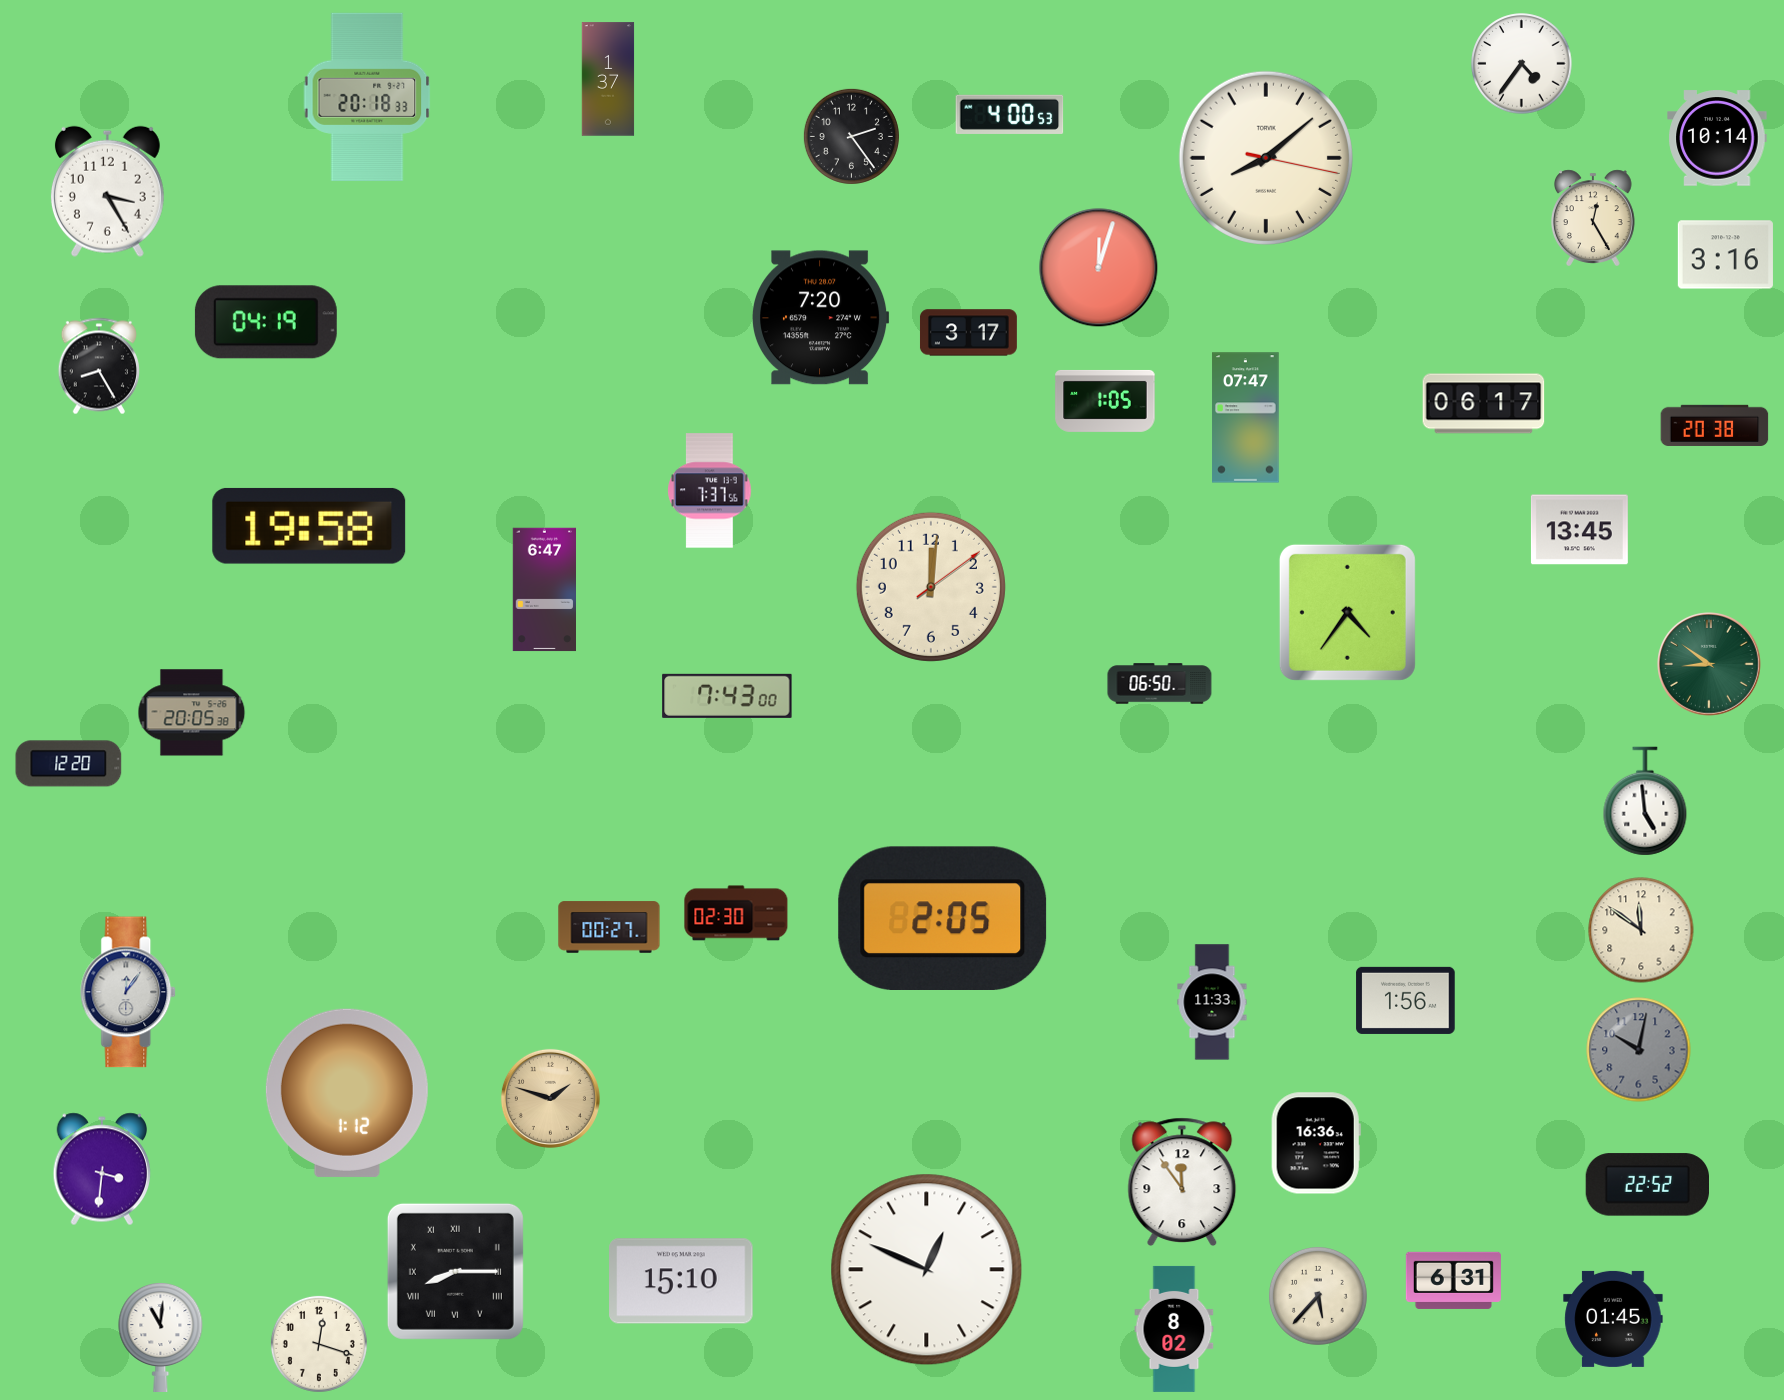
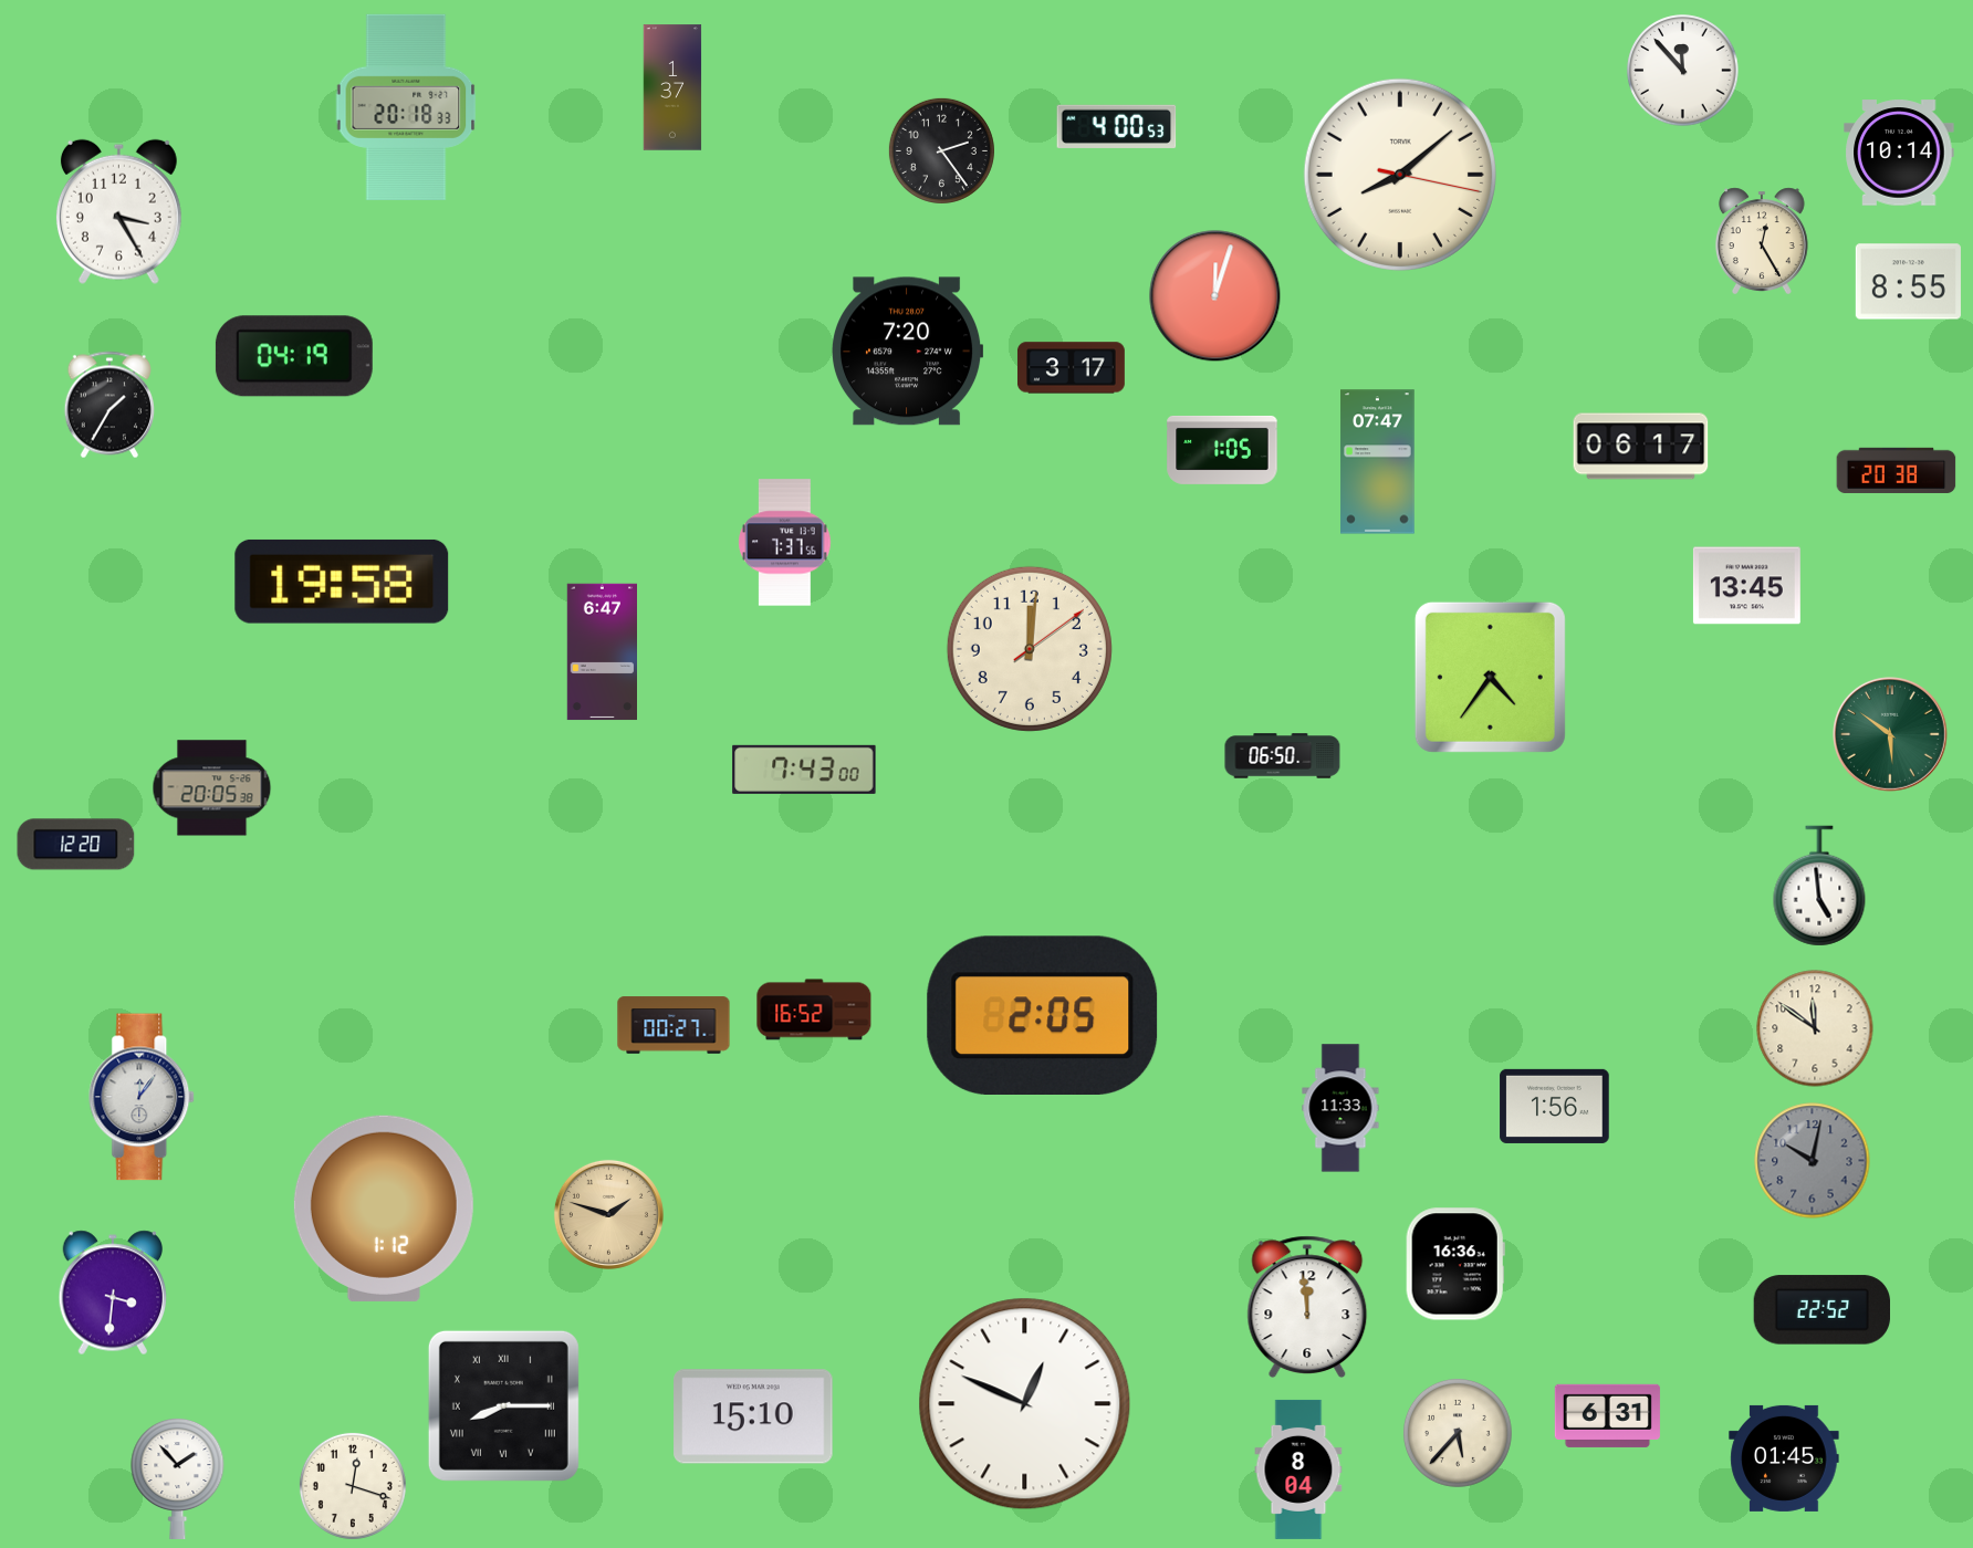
clock at (1522, 64): 4:36 -> 11:53
clock at (1725, 255): 3:16 -> 8:55
clock at (99, 366): 8:25 -> 1:35
clock at (1105, 401) position: (1105, 401) -> (1222, 450)
clock at (1710, 665): 8:51 -> 5:51
clock at (736, 913): 02:30 -> 16:52
clock at (1182, 1182): 11:54 -> 11:59
clock at (1174, 1329): 8:02 -> 8:04
clock at (161, 1336): 11:01 -> 1:53
